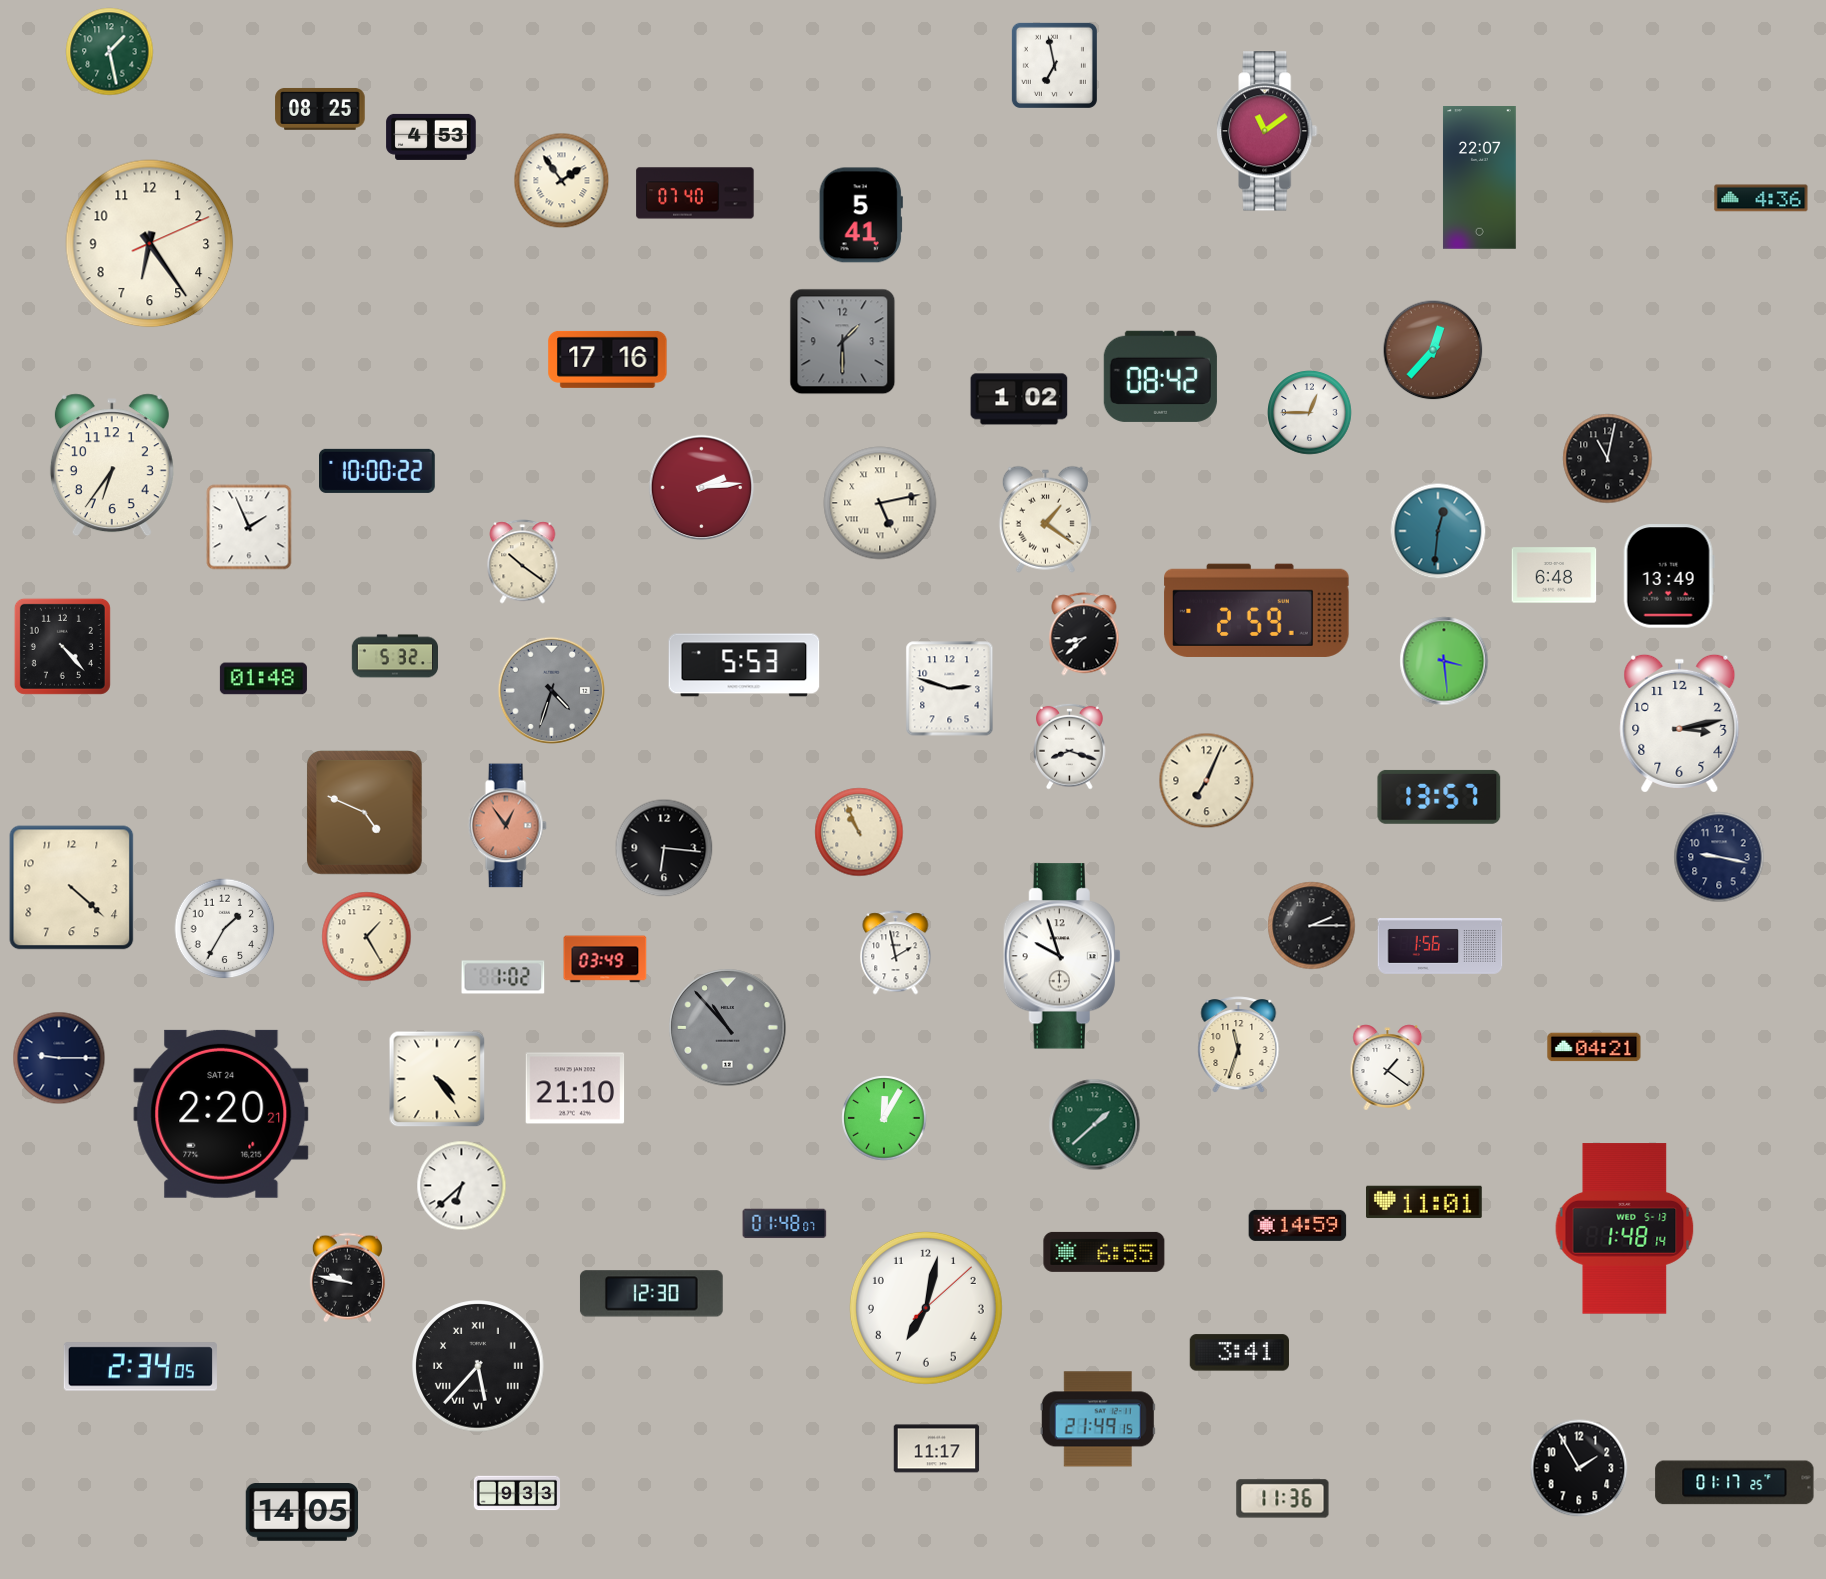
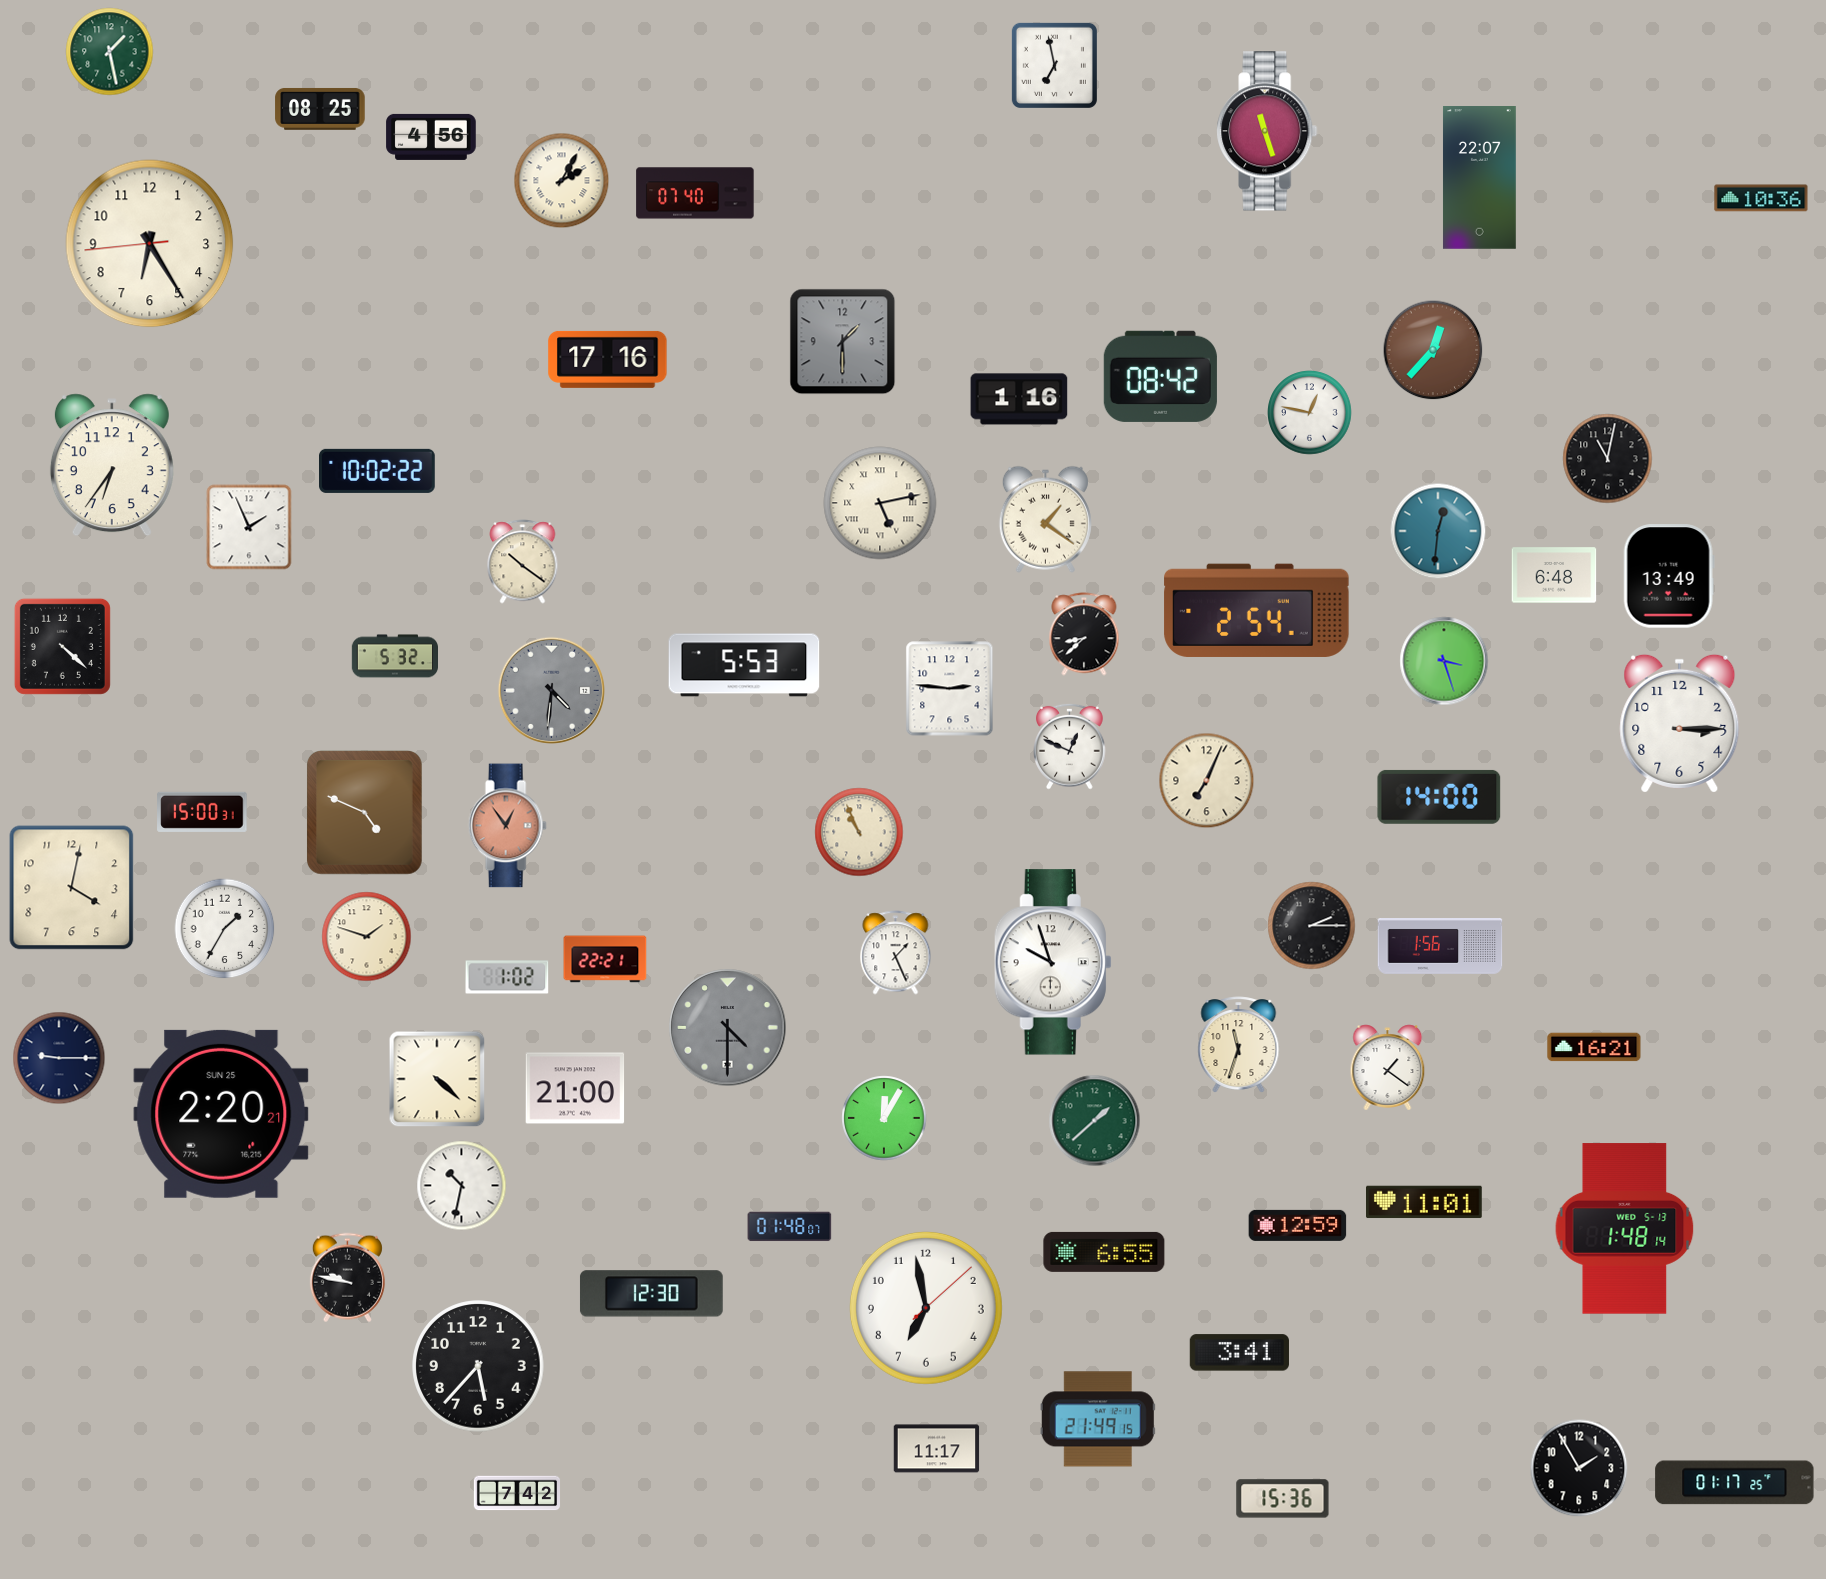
clock at (1267, 131): 11:09 -> 11:27
clock at (431, 137): 4:53 -> 4:56
clock at (562, 181): 1:54 -> 2:05
clock at (1761, 198): 4:36 -> 10:36
clock at (861, 215): 5:41 -> none
clock at (150, 244): 6:24:11 -> 6:24:44
clock at (1019, 399): 1:02 -> 1:16
clock at (1310, 413): 12:45 -> 12:47
clock at (378, 471): 10:00 -> 10:02
clock at (702, 488): 2:14 -> none
clock at (1257, 610): 2:59 -> 2:54
clock at (62, 646): 4:23 -> 4:22
clock at (1444, 661): 3:29 -> 3:27
clock at (263, 679): 01:48 -> none
clock at (950, 689): 2:48 -> 2:46
clock at (551, 690): 4:33 -> 4:31
clock at (1680, 723): 3:13 -> 3:15
clock at (1070, 746): 8:18 -> 12:49
clock at (1439, 797): 13:57 -> 14:00
clock at (202, 812): none -> 15:00
clock at (664, 848): 6:16 -> none
clock at (1719, 857): 9:17 -> none
clock at (72, 888): 4:22 -> 4:02
clock at (367, 937): 1:25 -> 1:48
clock at (896, 953): 1:58 -> 1:26
clock at (1062, 956) position: (1062, 956) -> (1053, 962)
clock at (605, 959): 03:49 -> 22:21
clock at (503, 977) position: (503, 977) -> (507, 977)
clock at (728, 1028): 10:53 -> 4:30
clock at (1594, 1047): 04:21 -> 16:21
clock at (437, 1079): 4:24 -> 4:22
clock at (575, 1088): 21:10 -> 21:00
clock at (221, 1114) date: SAT 24 -> SUN 25
clock at (1095, 1125) position: (1095, 1125) -> (1095, 1121)
clock at (462, 1186): 6:38 -> 10:32
clock at (785, 1224) position: (785, 1224) -> (790, 1227)
clock at (1298, 1225): 14:59 -> 12:59
clock at (926, 1308): 7:02 -> 6:58
clock at (478, 1366) numerals: Roman -> Arabic
clock at (140, 1367): 2:34 -> none
clock at (517, 1493): 9:33 -> 7:42
clock at (1283, 1499): 11:36 -> 15:36
clock at (302, 1513): 14:05 -> none
